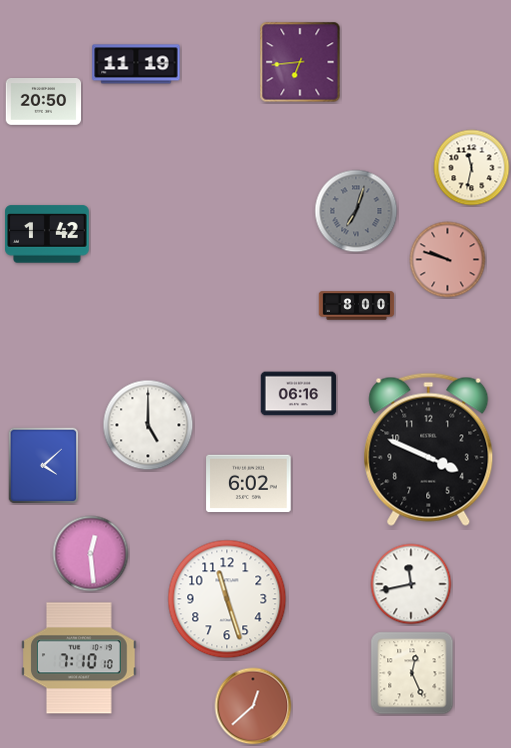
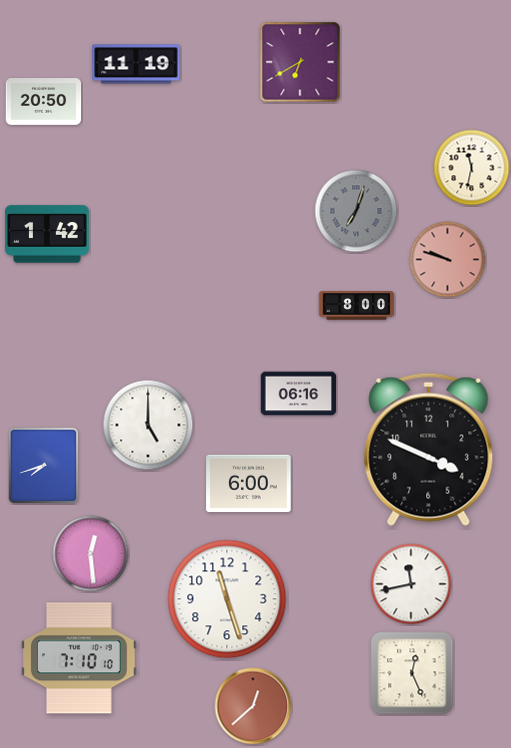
clock at (300, 62): 6:44 -> 6:40
clock at (44, 466): 4:08 -> 7:42
clock at (249, 484): 6:02 -> 6:00
